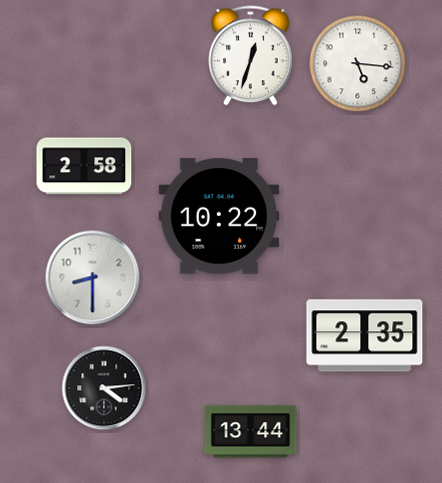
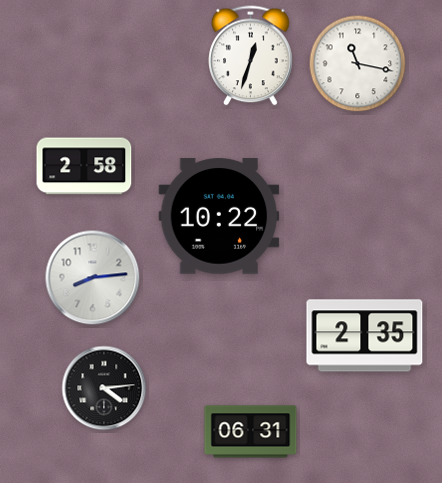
clock at (358, 64): 5:16 -> 11:17
clock at (93, 278): 8:30 -> 8:14
clock at (251, 432): 13:44 -> 06:31
